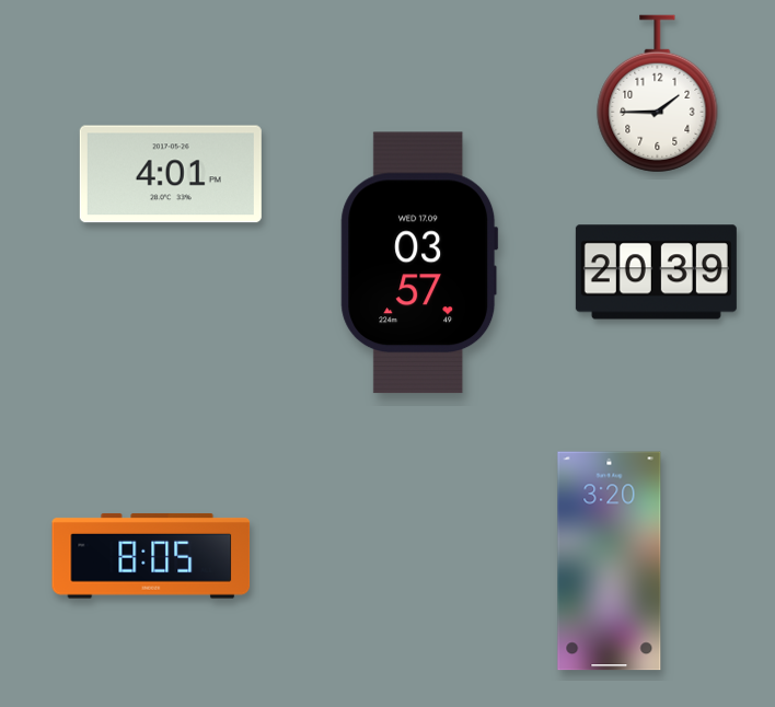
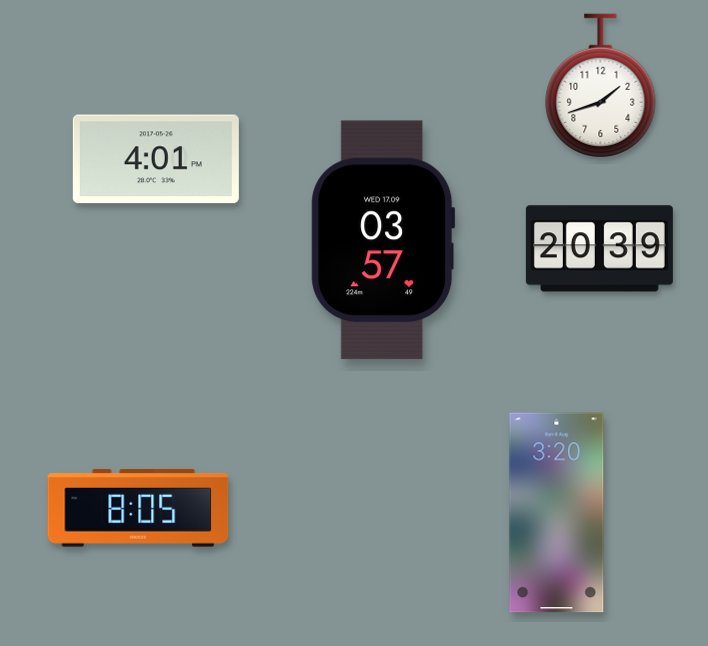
clock at (658, 94): 1:45 -> 1:42
